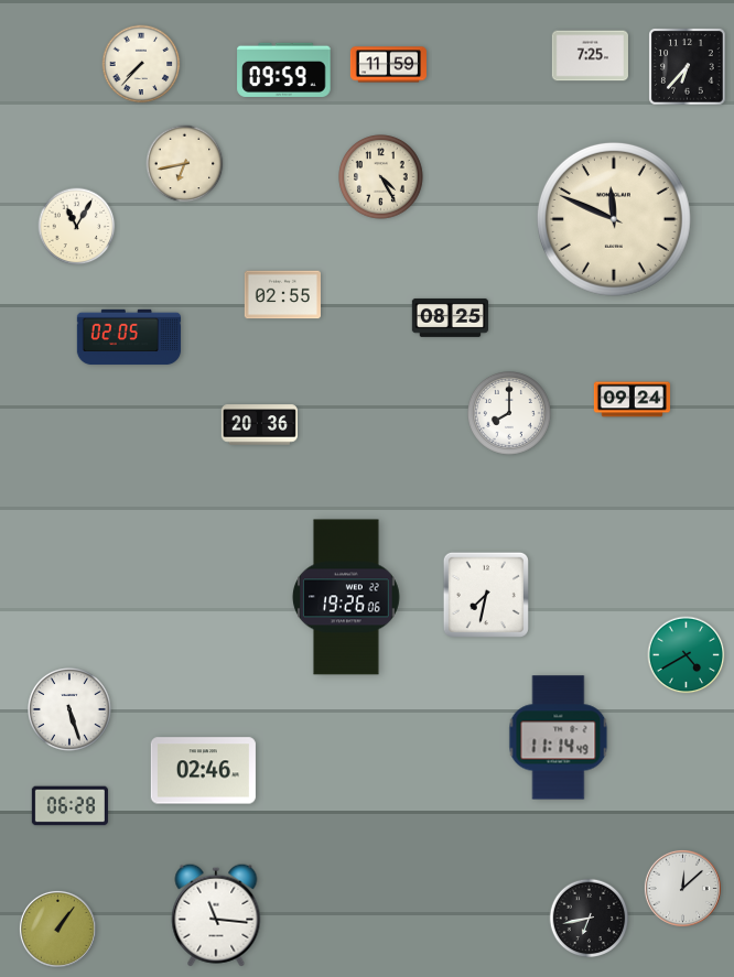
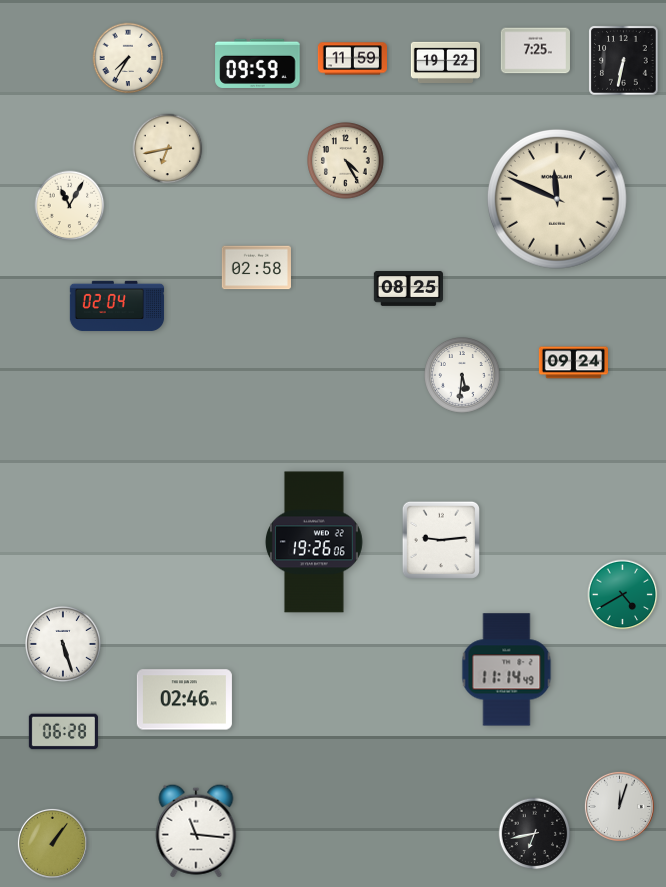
clock at (141, 64): 7:37 -> 7:35
clock at (688, 67): 6:37 -> 6:32
clock at (445, 62): none -> 19:22
clock at (282, 295): 02:55 -> 02:58
clock at (129, 337): 02:05 -> 02:04
clock at (510, 414): 8:00 -> 5:31
clock at (259, 425): 20:36 -> none
clock at (486, 595): 7:32 -> 9:14
clock at (682, 888): 12:08 -> 12:03
